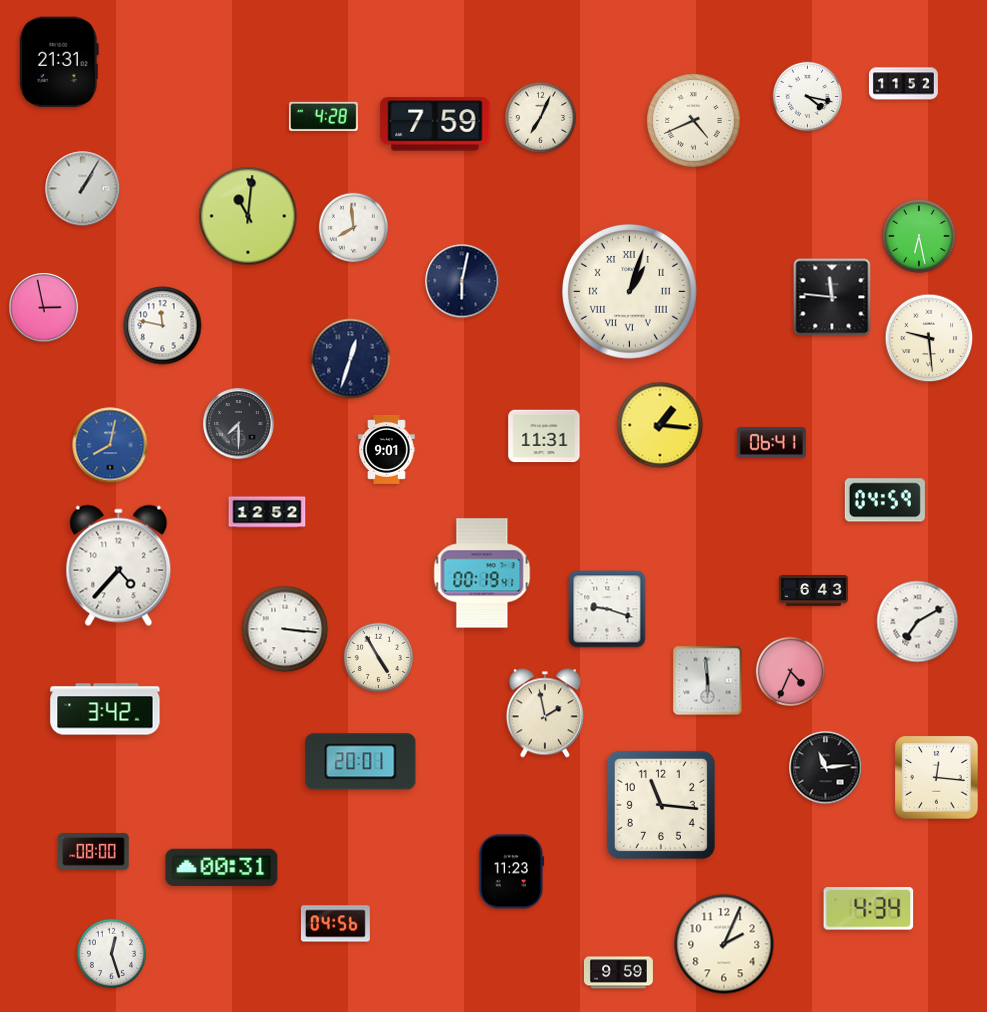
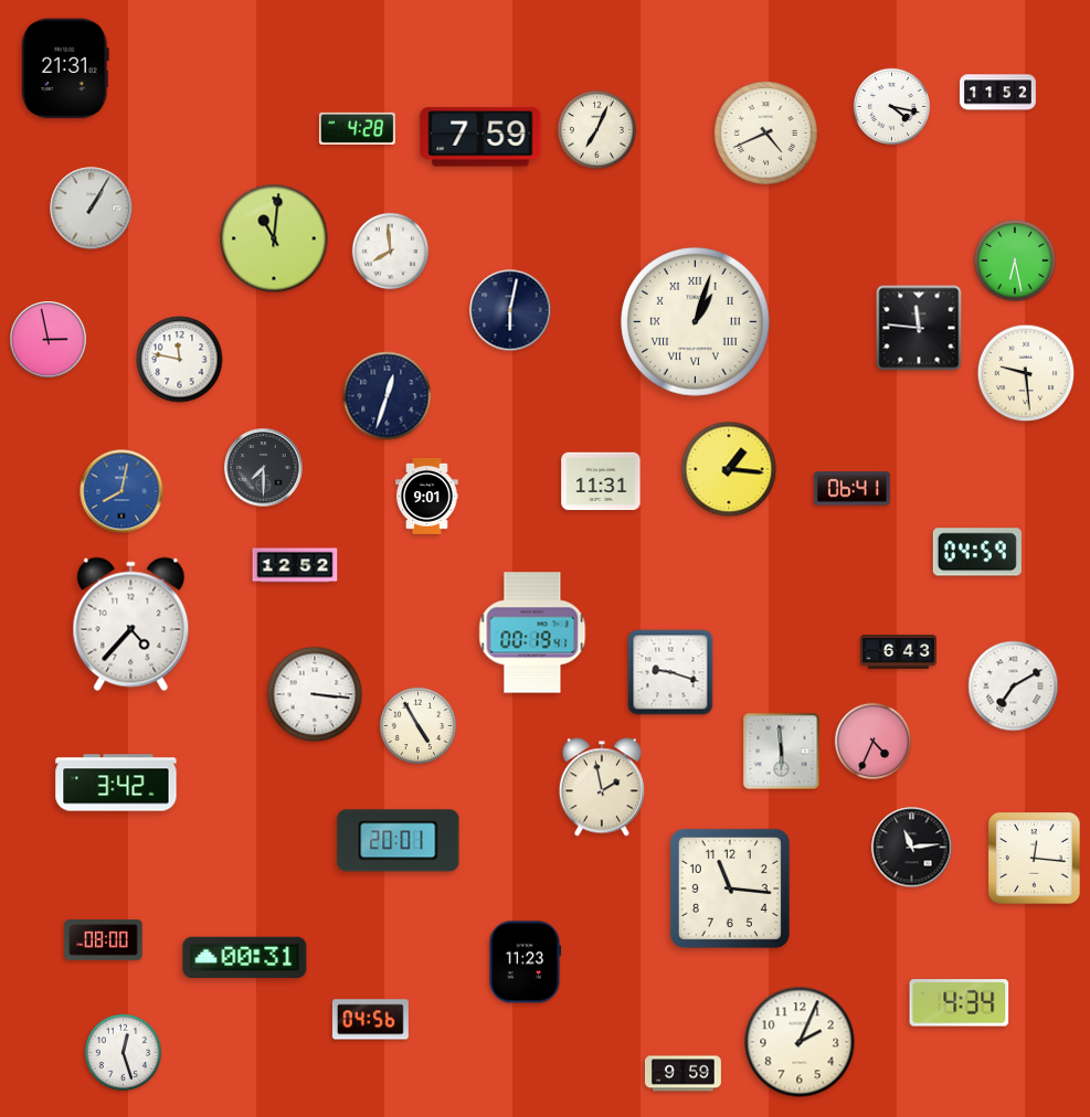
clock at (512, 872) position: (512, 872) -> (526, 962)
